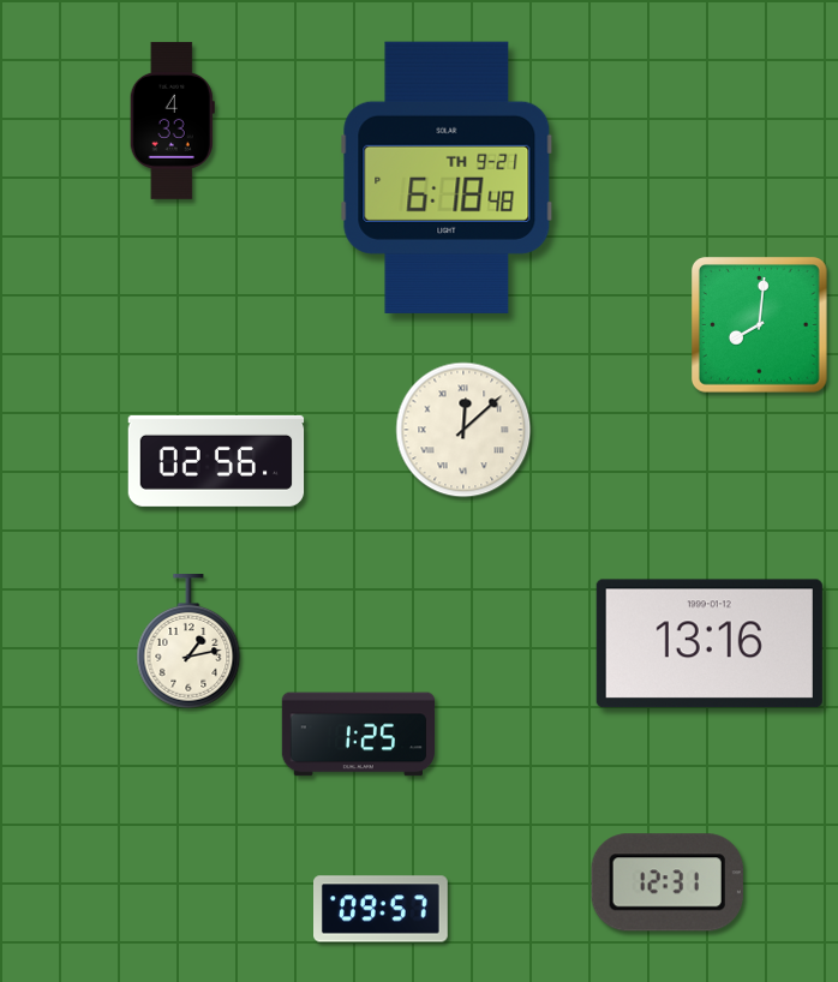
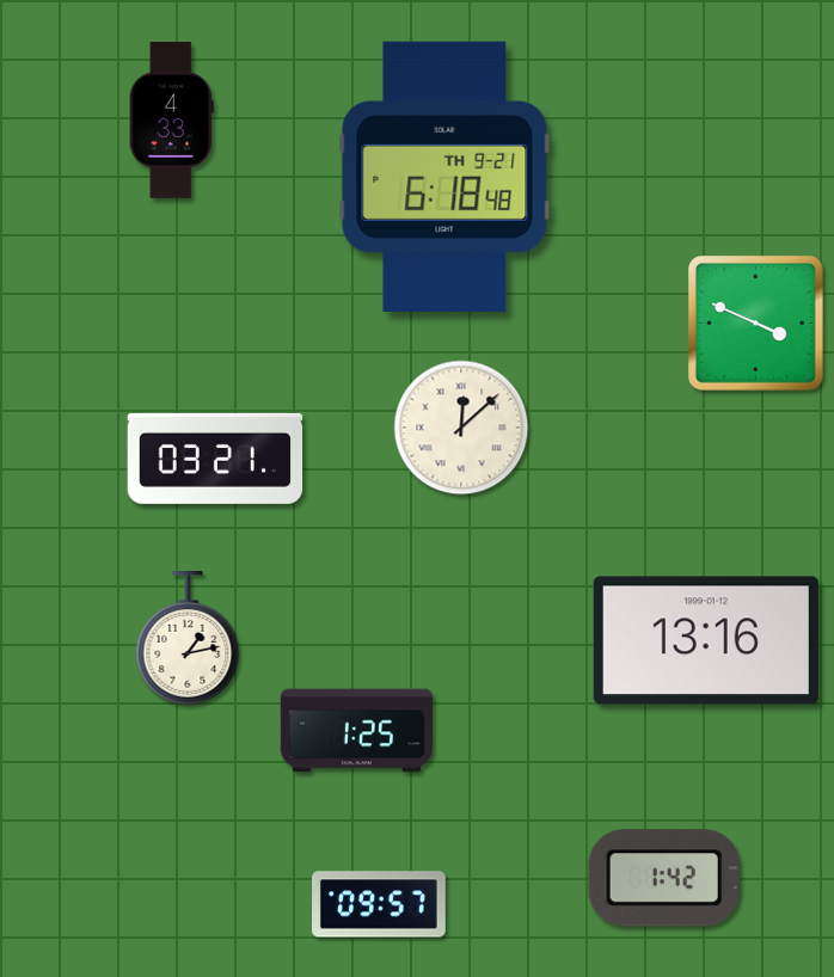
clock at (760, 325): 8:01 -> 3:49
clock at (216, 461): 02:56 -> 03:21
clock at (668, 882): 12:31 -> 1:42
